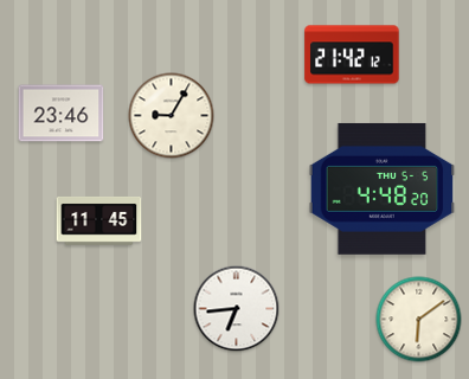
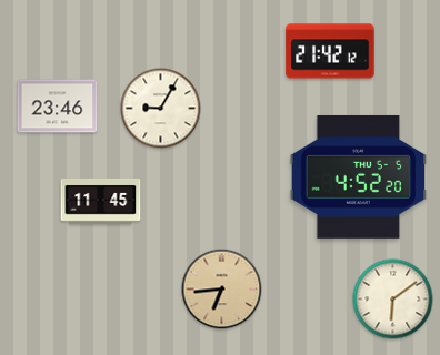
clock at (383, 188): 4:48 -> 4:52
clock at (99, 220) position: (99, 220) -> (101, 201)
clock at (237, 309) dial: white -> champagne
